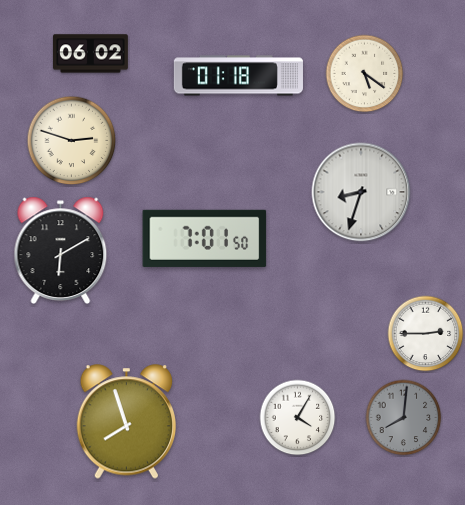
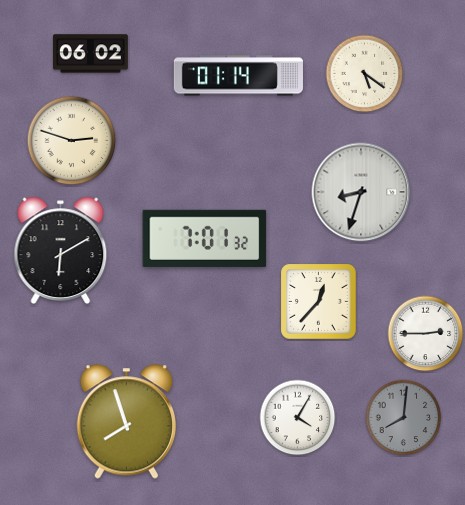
clock at (238, 76): 01:18 -> 01:14
clock at (205, 238): 7:01:50 -> 7:01:32
clock at (319, 302): none -> 12:37
